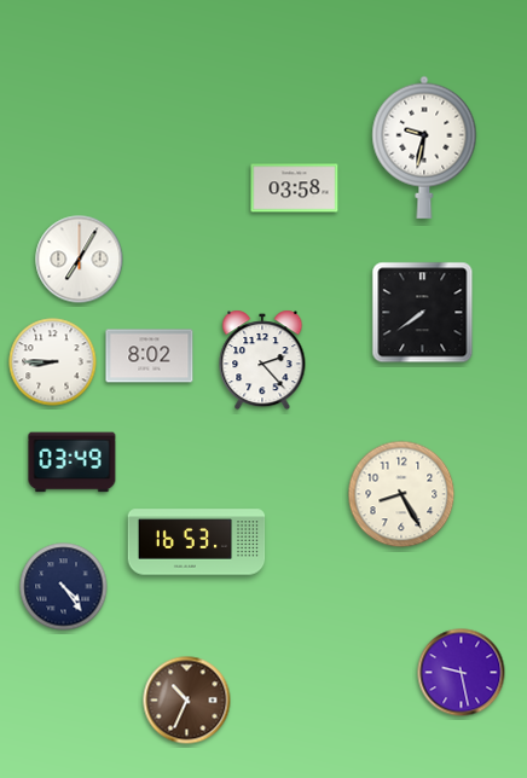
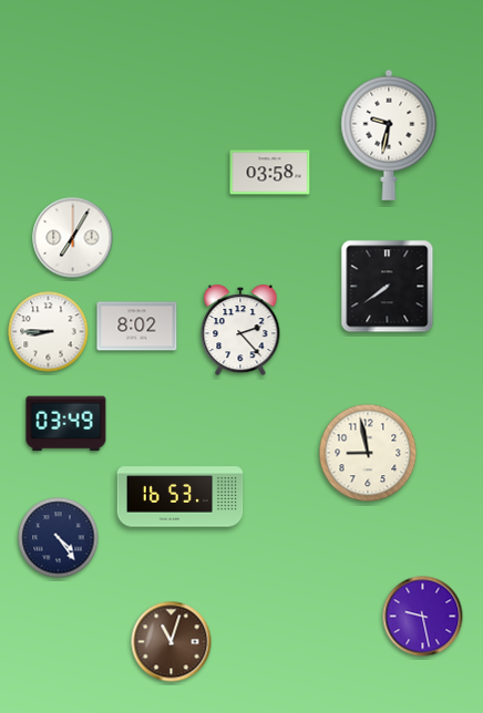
clock at (401, 494): 8:25 -> 8:58
clock at (187, 701): 10:34 -> 11:03
